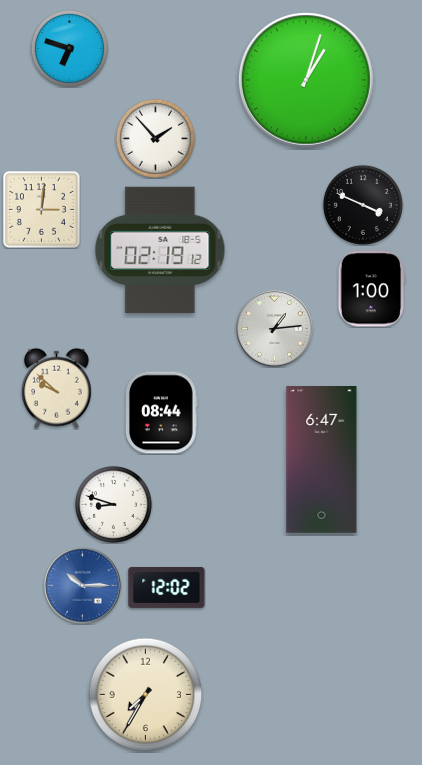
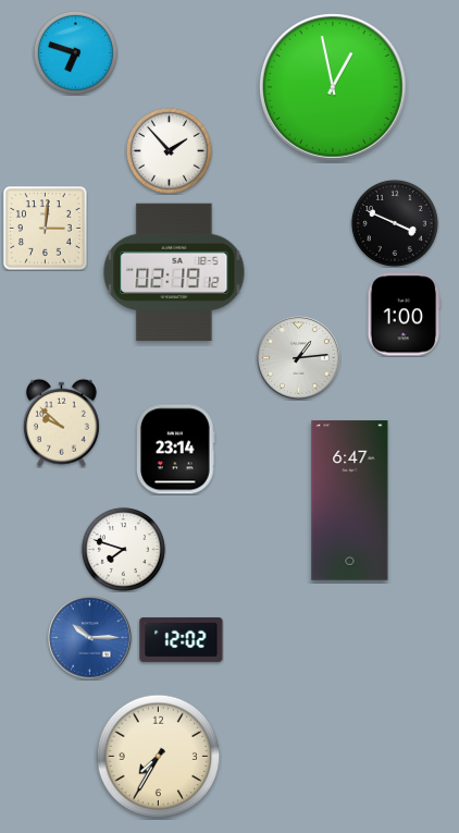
clock at (307, 81): 1:03 -> 12:58
clock at (162, 413): 08:44 -> 23:14
clock at (113, 504): 8:48 -> 7:48
